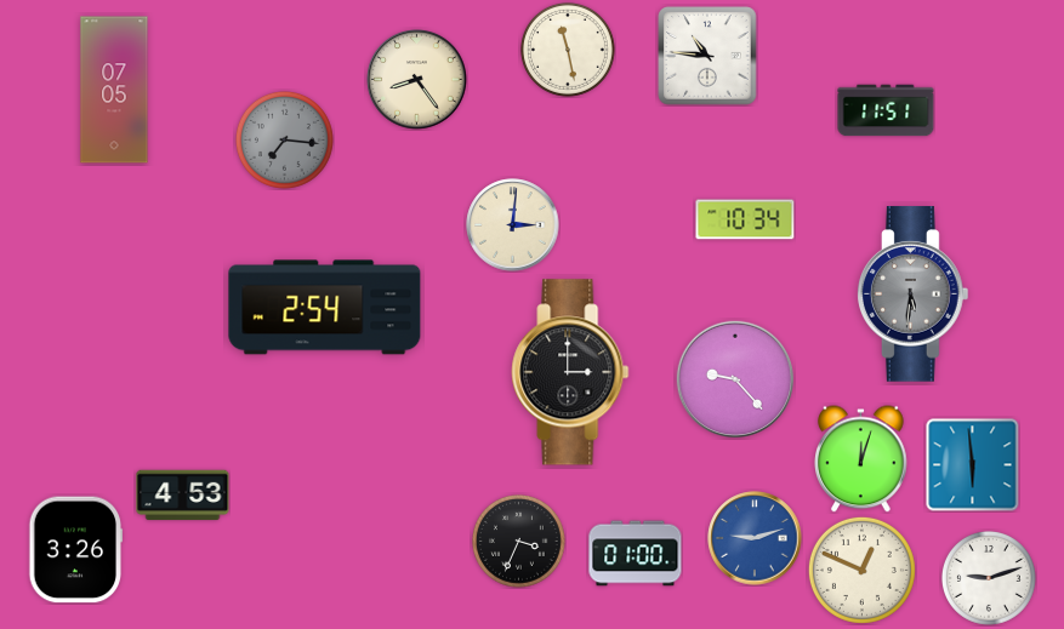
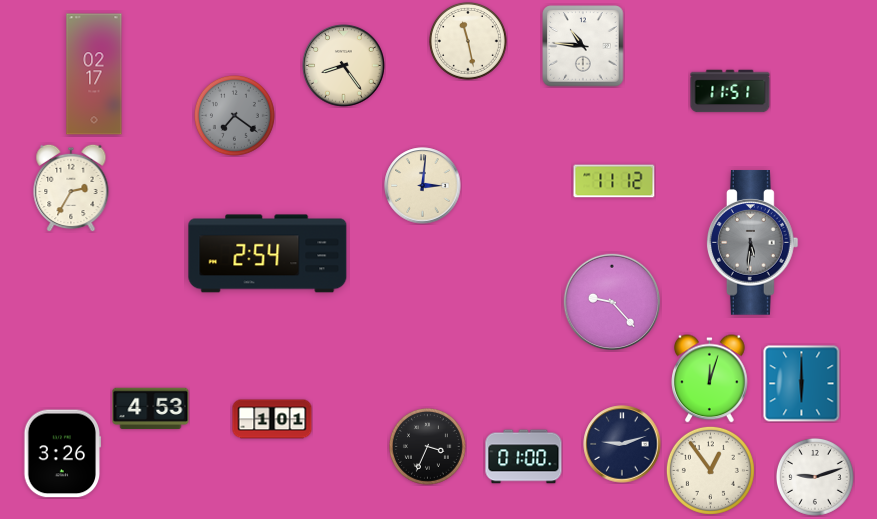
clock at (114, 90): 07:05 -> 02:17
clock at (284, 139): 7:16 -> 7:21
clock at (745, 219): 10:34 -> 11:12
clock at (71, 188): none -> 2:35
clock at (570, 372): 3:00 -> none
clock at (735, 379) position: (735, 379) -> (612, 302)
clock at (973, 465): 5:59 -> 6:00
clock at (272, 419): none -> 1:01
clock at (755, 538) dial: blue -> navy
clock at (861, 570): 12:49 -> 12:54
